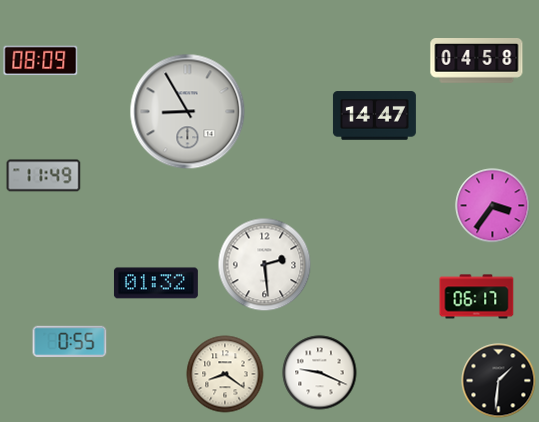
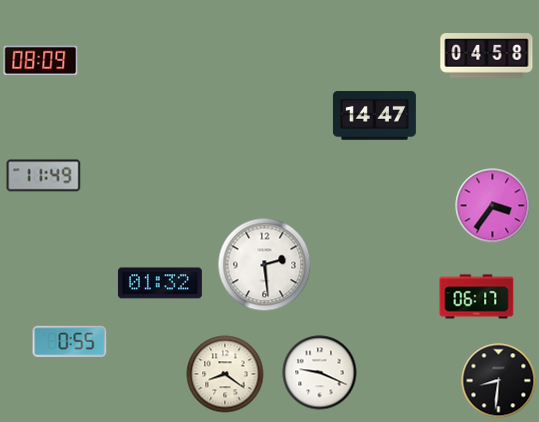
clock at (477, 61) position: (477, 61) -> (487, 56)
clock at (188, 112): 8:55 -> none
clock at (156, 283) position: (156, 283) -> (160, 283)
clock at (499, 381): 1:31 -> 8:31
